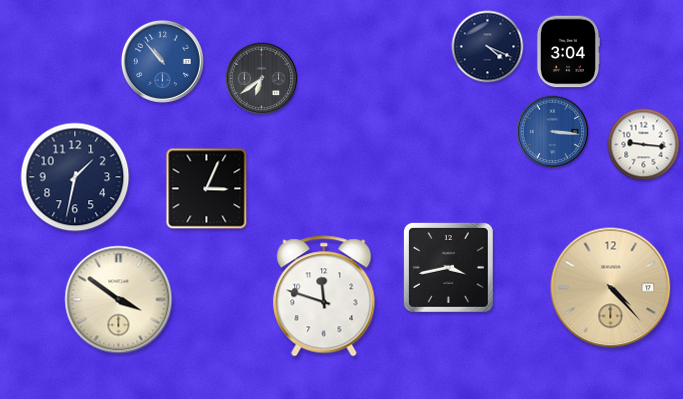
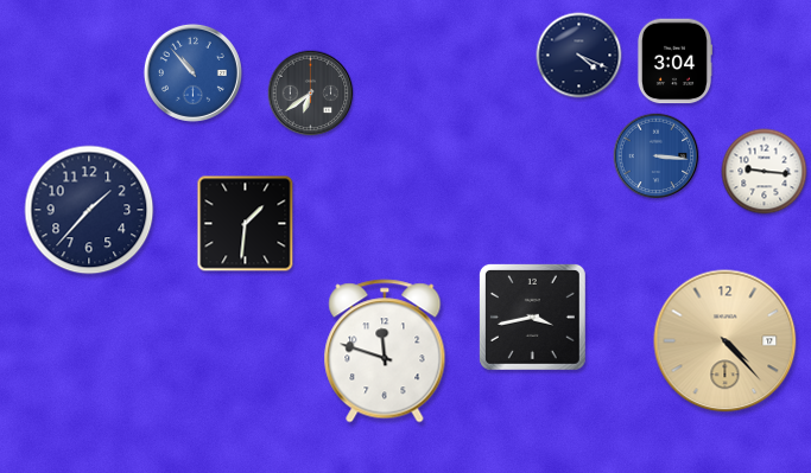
clock at (75, 177): 1:32 -> 1:37
clock at (207, 189): 3:04 -> 1:31
clock at (119, 300): 3:51 -> none
